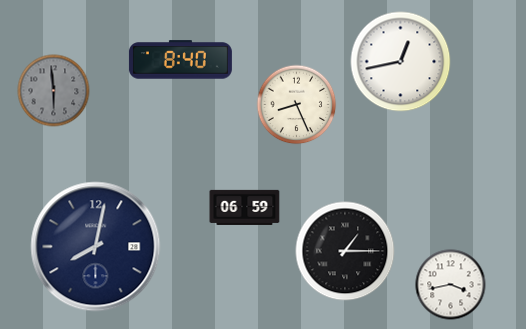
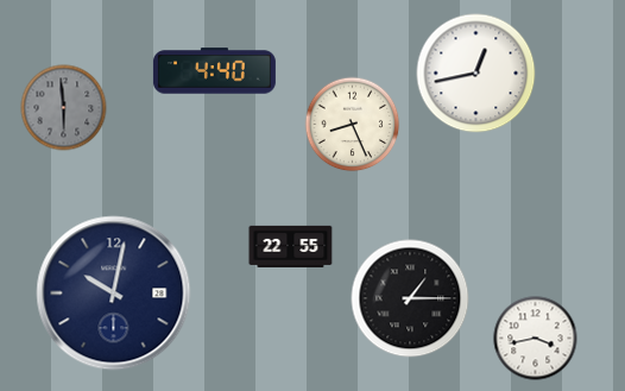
clock at (180, 60): 8:40 -> 4:40
clock at (245, 207): 06:59 -> 22:55
clock at (96, 247): 8:02 -> 10:02
